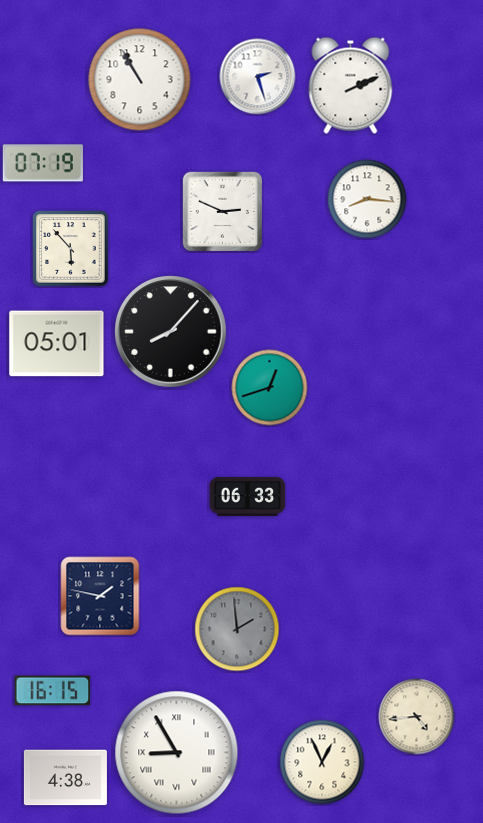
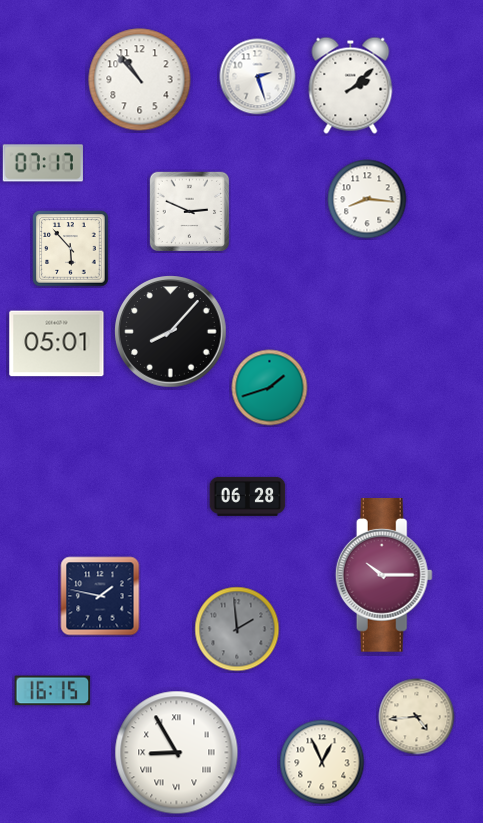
clock at (140, 80): 10:55 -> 10:53
clock at (351, 85): 2:11 -> 2:08
clock at (43, 163): 07:19 -> 07:17
clock at (222, 211) position: (222, 211) -> (189, 211)
clock at (270, 388): 12:42 -> 1:42
clock at (248, 496): 06:33 -> 06:28
clock at (384, 576): none -> 10:15
clock at (65, 778): 4:38 -> none
